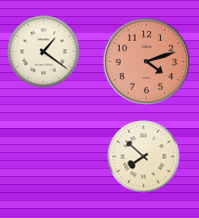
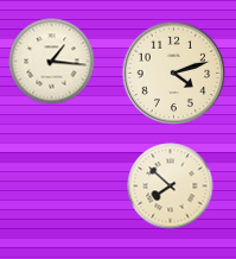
clock at (44, 52): 1:21 -> 1:16
clock at (147, 62) dial: salmon -> cream
